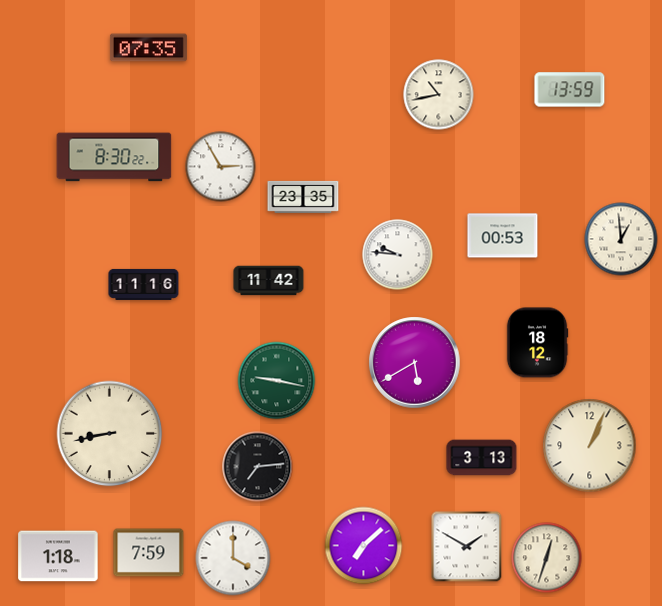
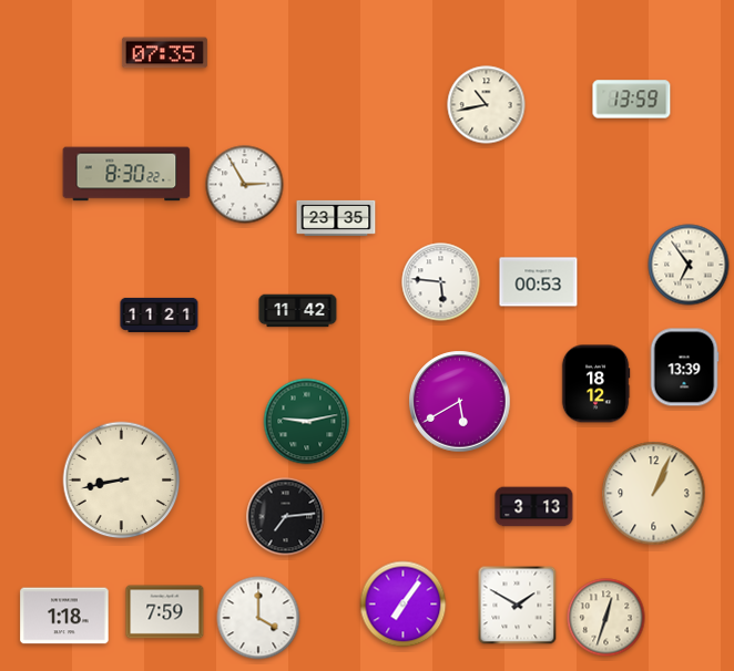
clock at (503, 236) position: (503, 236) -> (539, 282)
clock at (621, 239): 12:59 -> 6:54
clock at (398, 255): 9:46 -> 5:46
clock at (144, 284): 11:16 -> 11:21
clock at (684, 368): none -> 13:39
clock at (537, 343) position: (537, 343) -> (595, 384)
clock at (277, 381): 9:17 -> 9:13
clock at (364, 546): 7:08 -> 7:06
